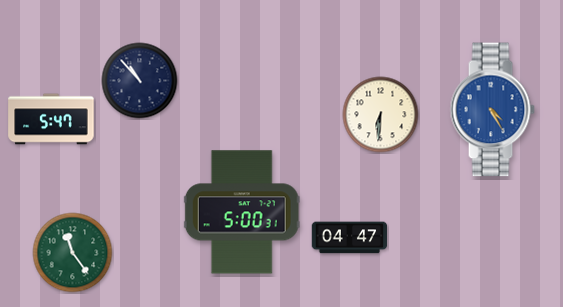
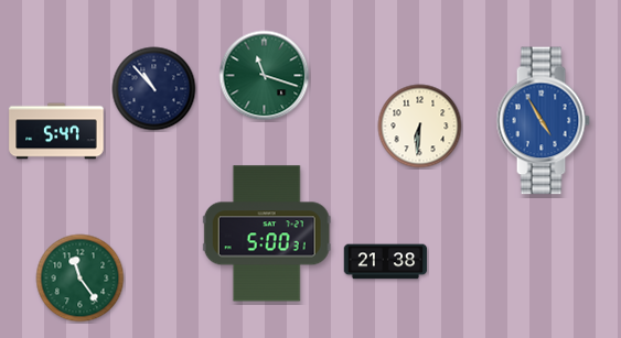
clock at (265, 76): none -> 11:18
clock at (492, 110): 4:25 -> 4:55
clock at (350, 238): 04:47 -> 21:38
